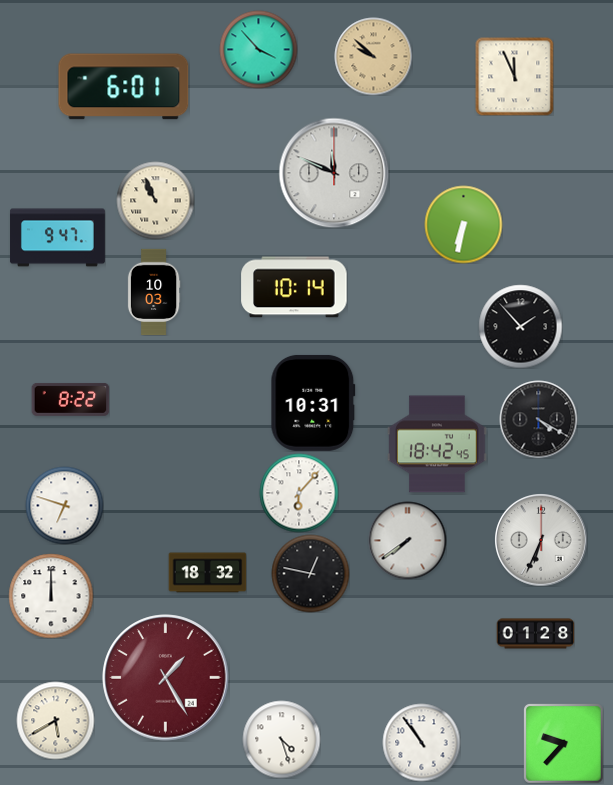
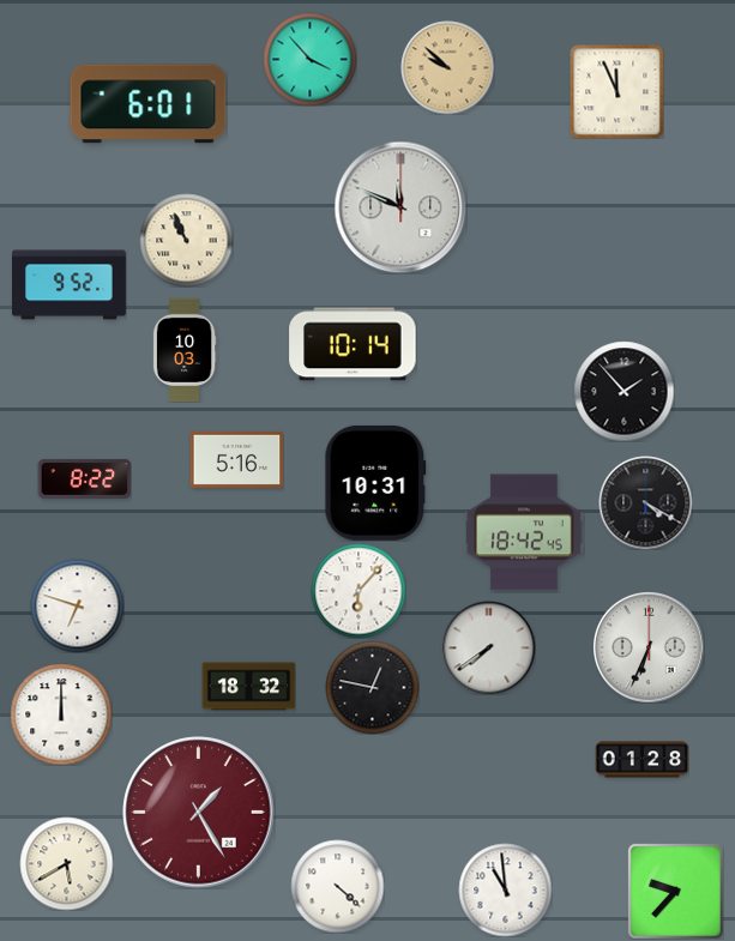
clock at (463, 224): 6:32 -> none
clock at (57, 238): 9:47 -> 9:52
clock at (236, 459): none -> 5:16
clock at (281, 739): 4:27 -> 4:22
clock at (421, 742): 10:54 -> 10:59
